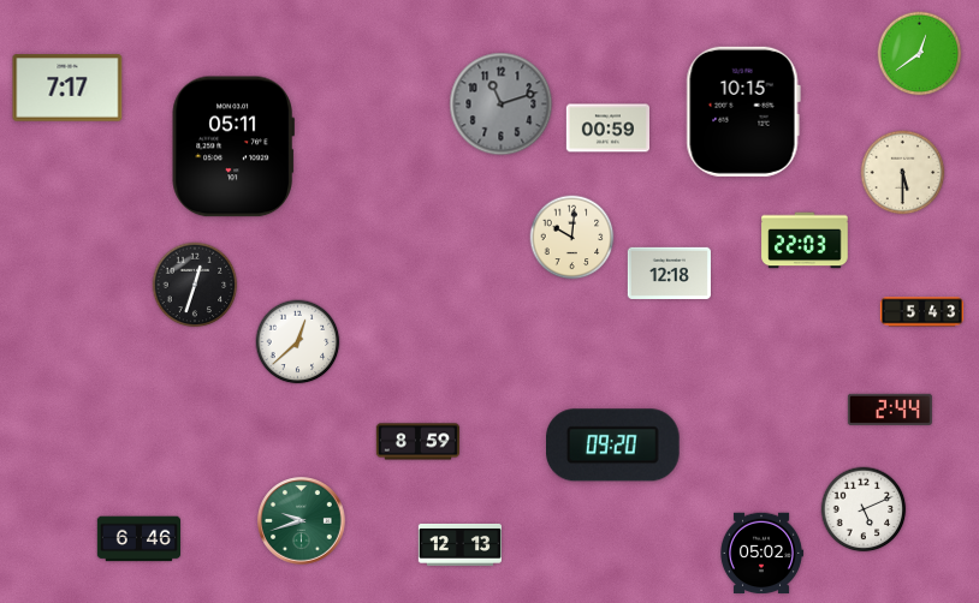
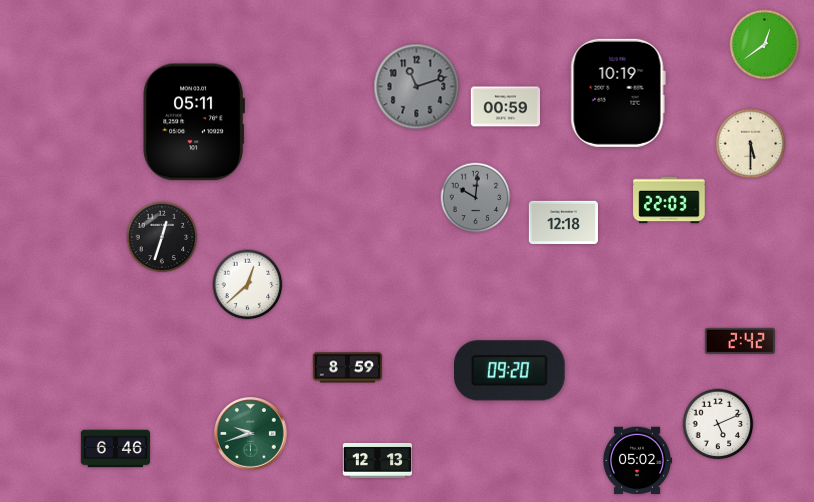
clock at (67, 88): 7:17 -> none
clock at (743, 112): 10:15 -> 10:19
clock at (572, 238) dial: cream -> grey
clock at (669, 273) position: (669, 273) -> (563, 222)
clock at (922, 312): 5:43 -> none
clock at (890, 410): 2:44 -> 2:42
clock at (459, 545) position: (459, 545) -> (377, 461)
clock at (760, 554) position: (760, 554) -> (636, 461)
